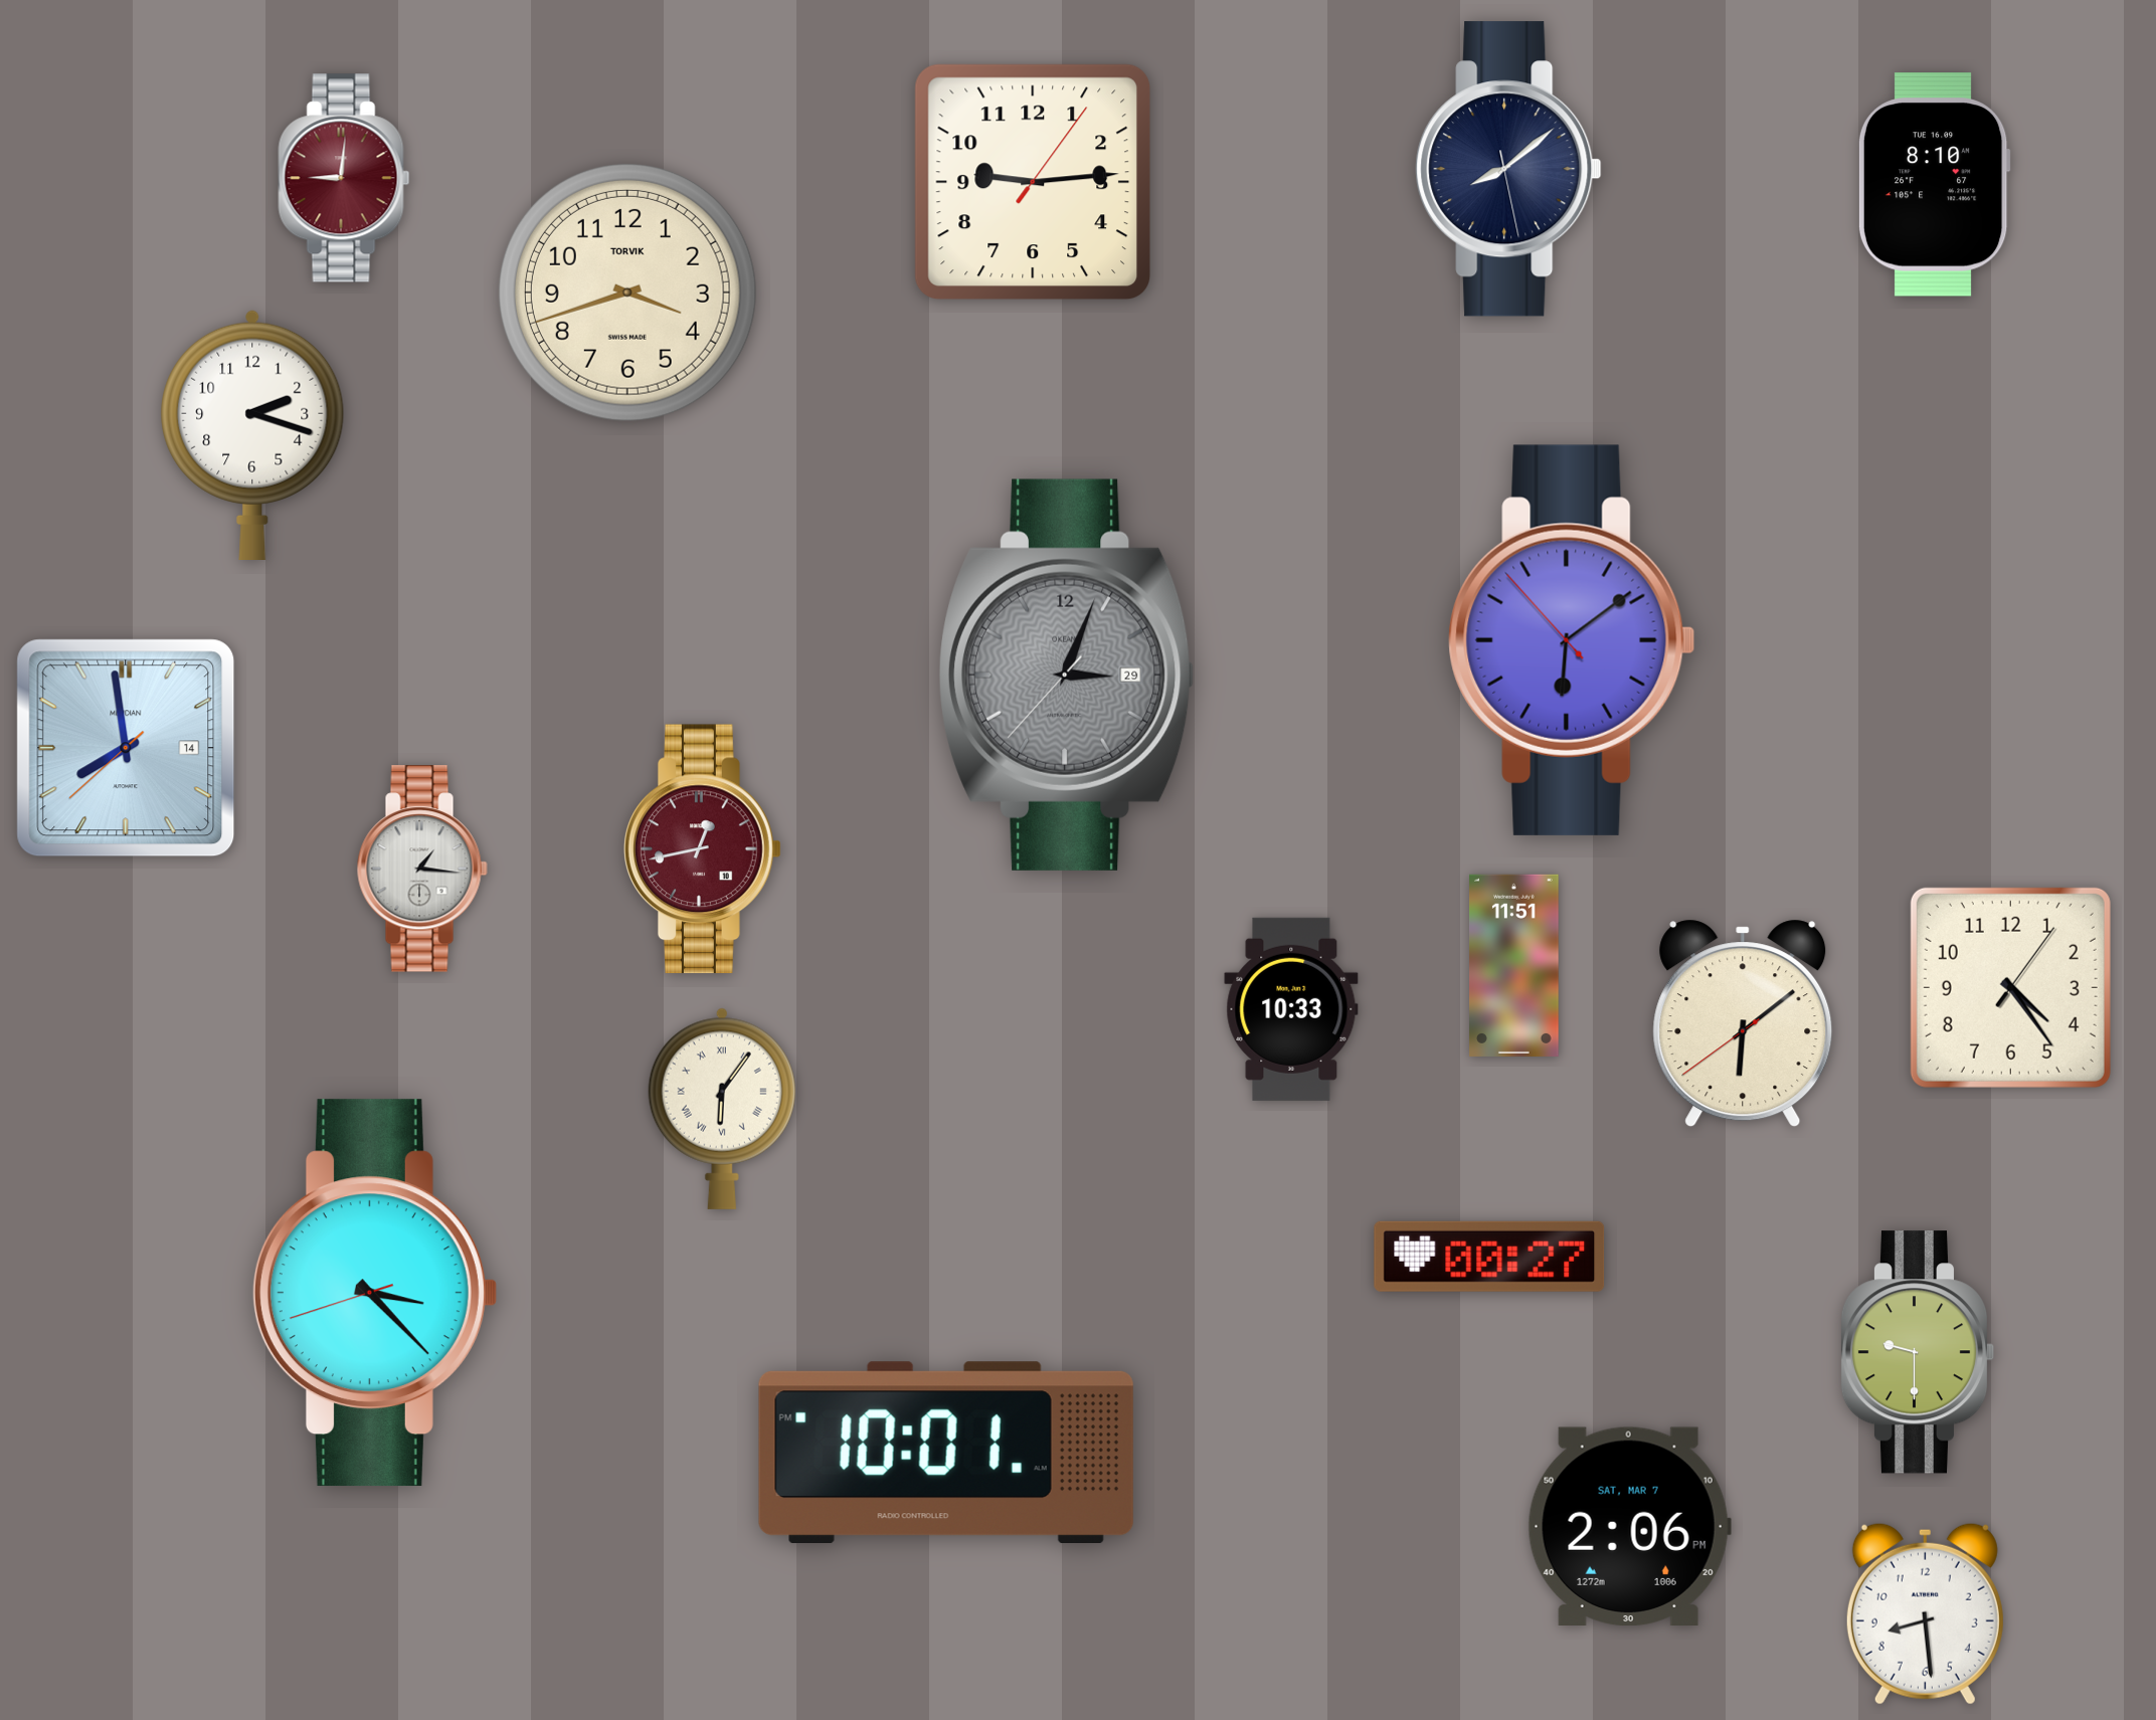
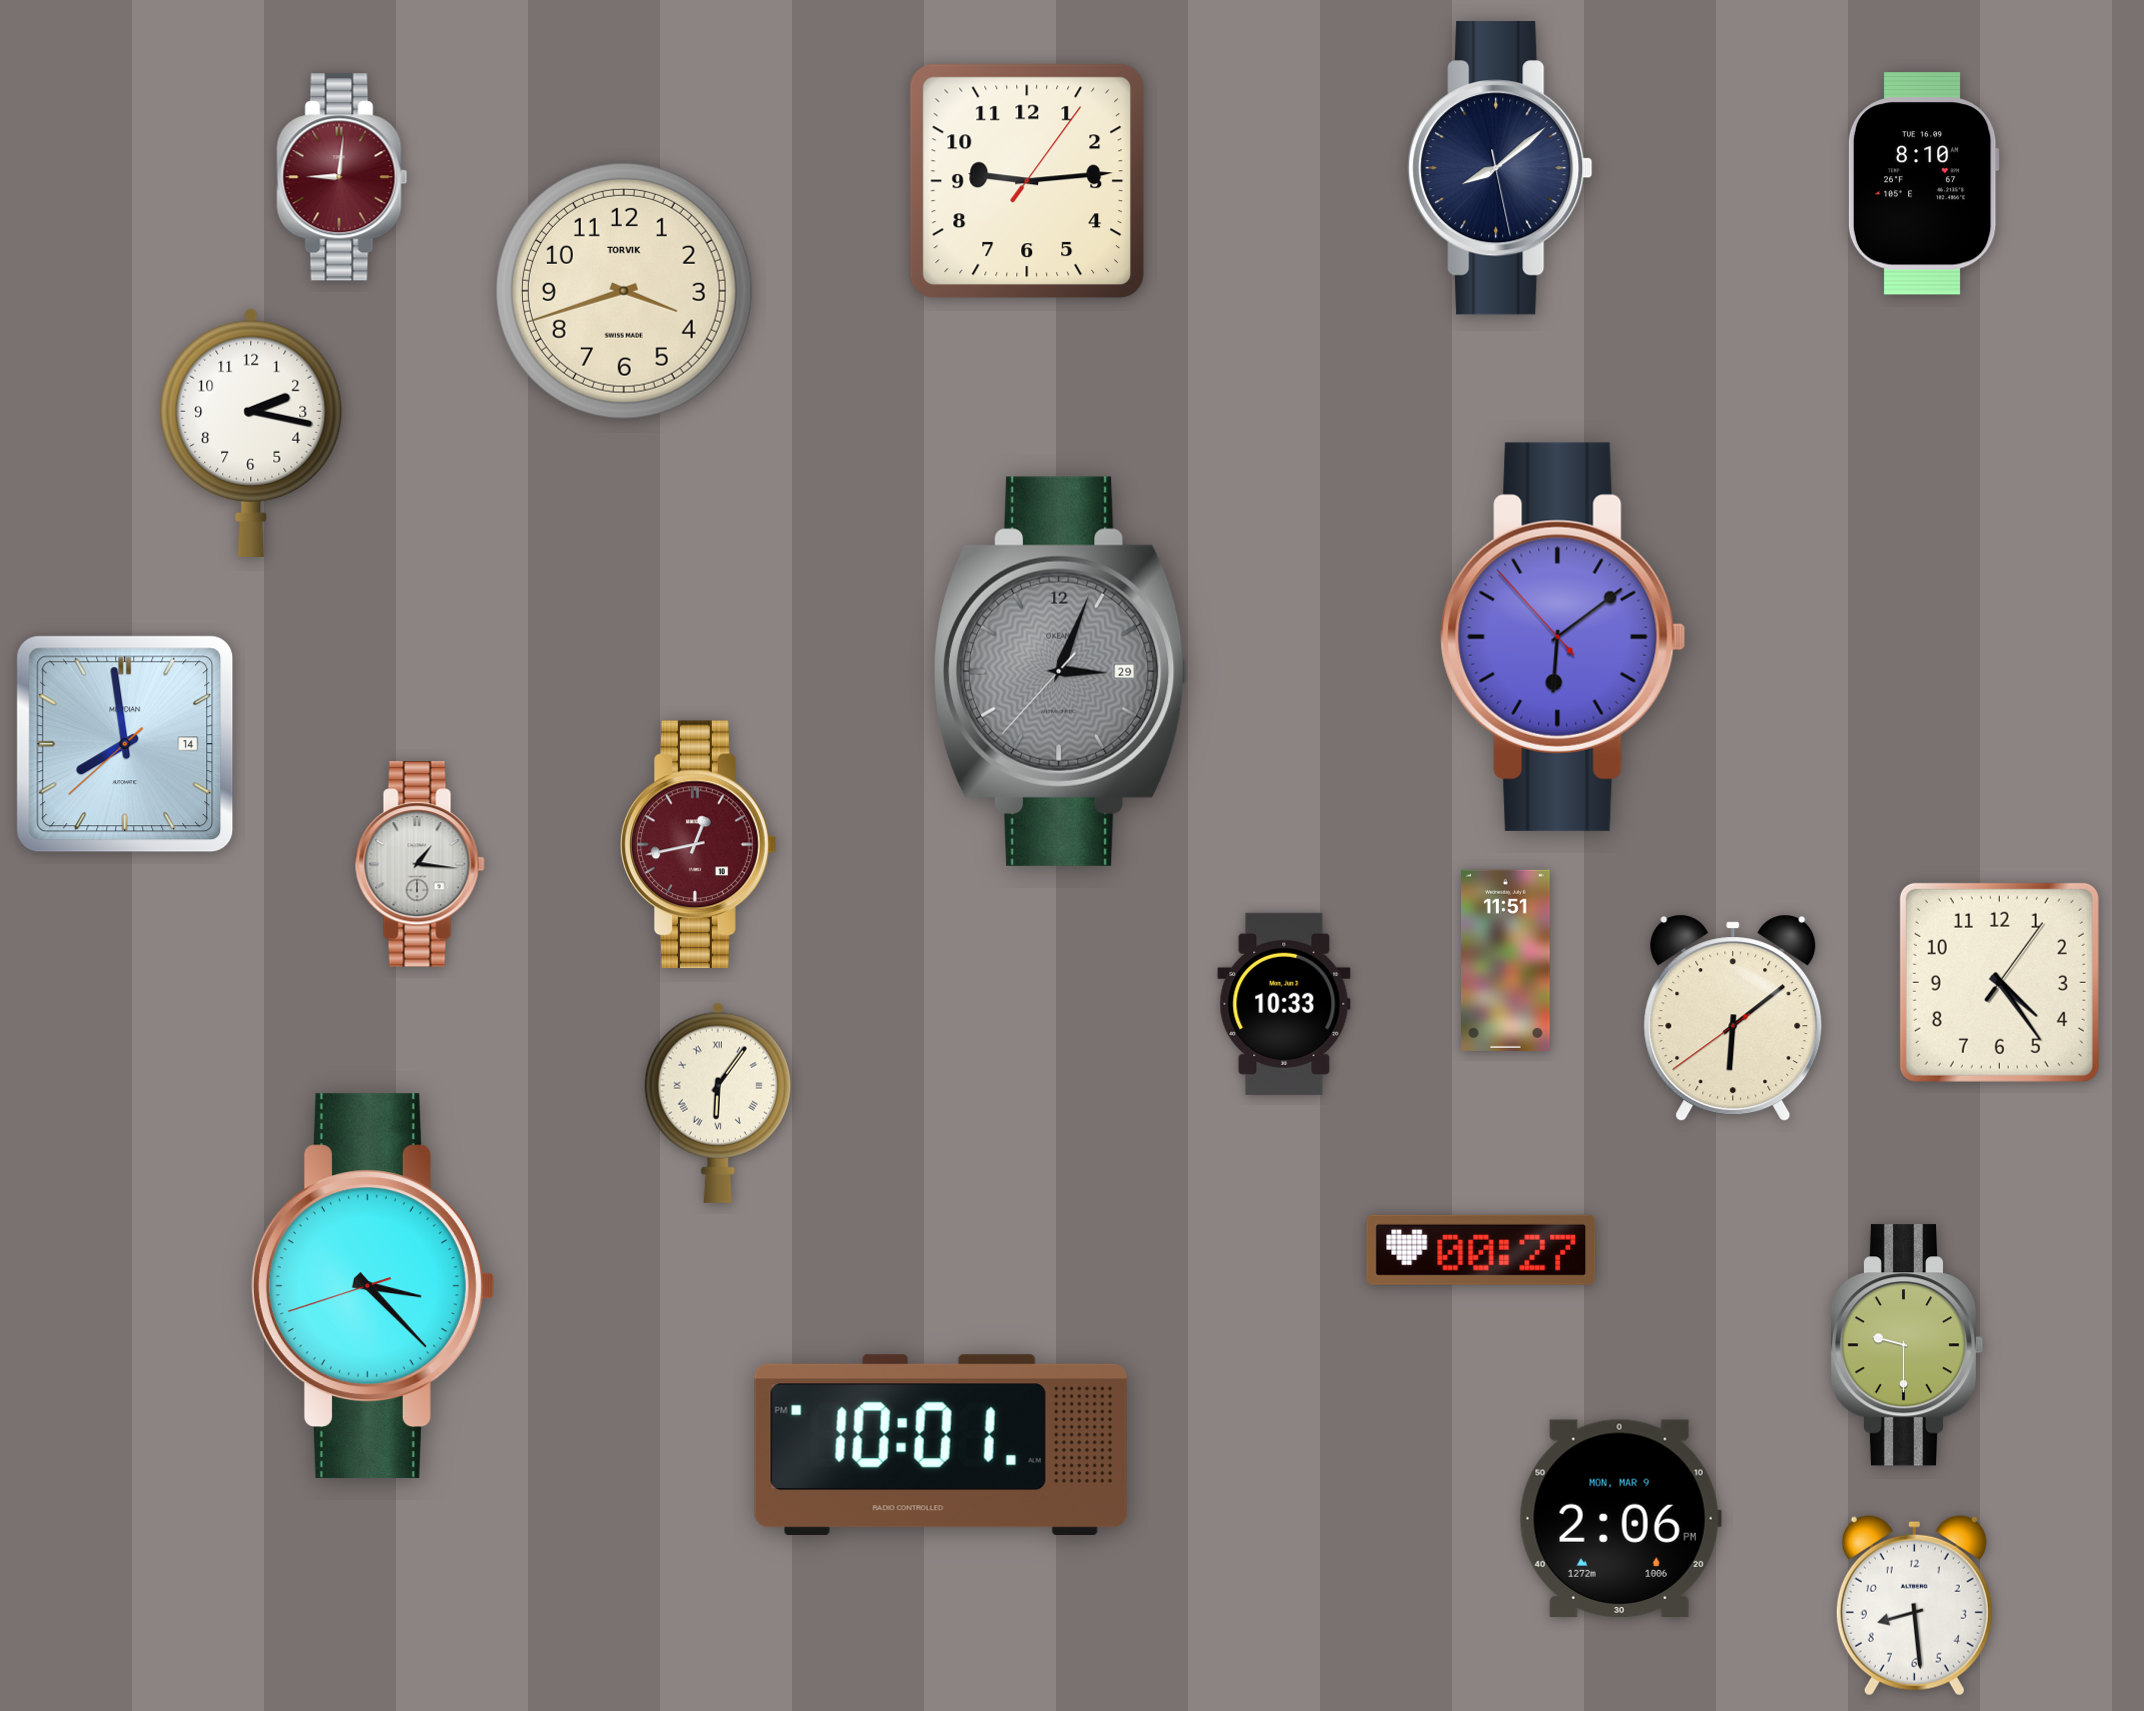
clock at (252, 434): 2:18 -> 2:17
clock at (1629, 1526) date: SAT, MAR 7 -> MON, MAR 9
